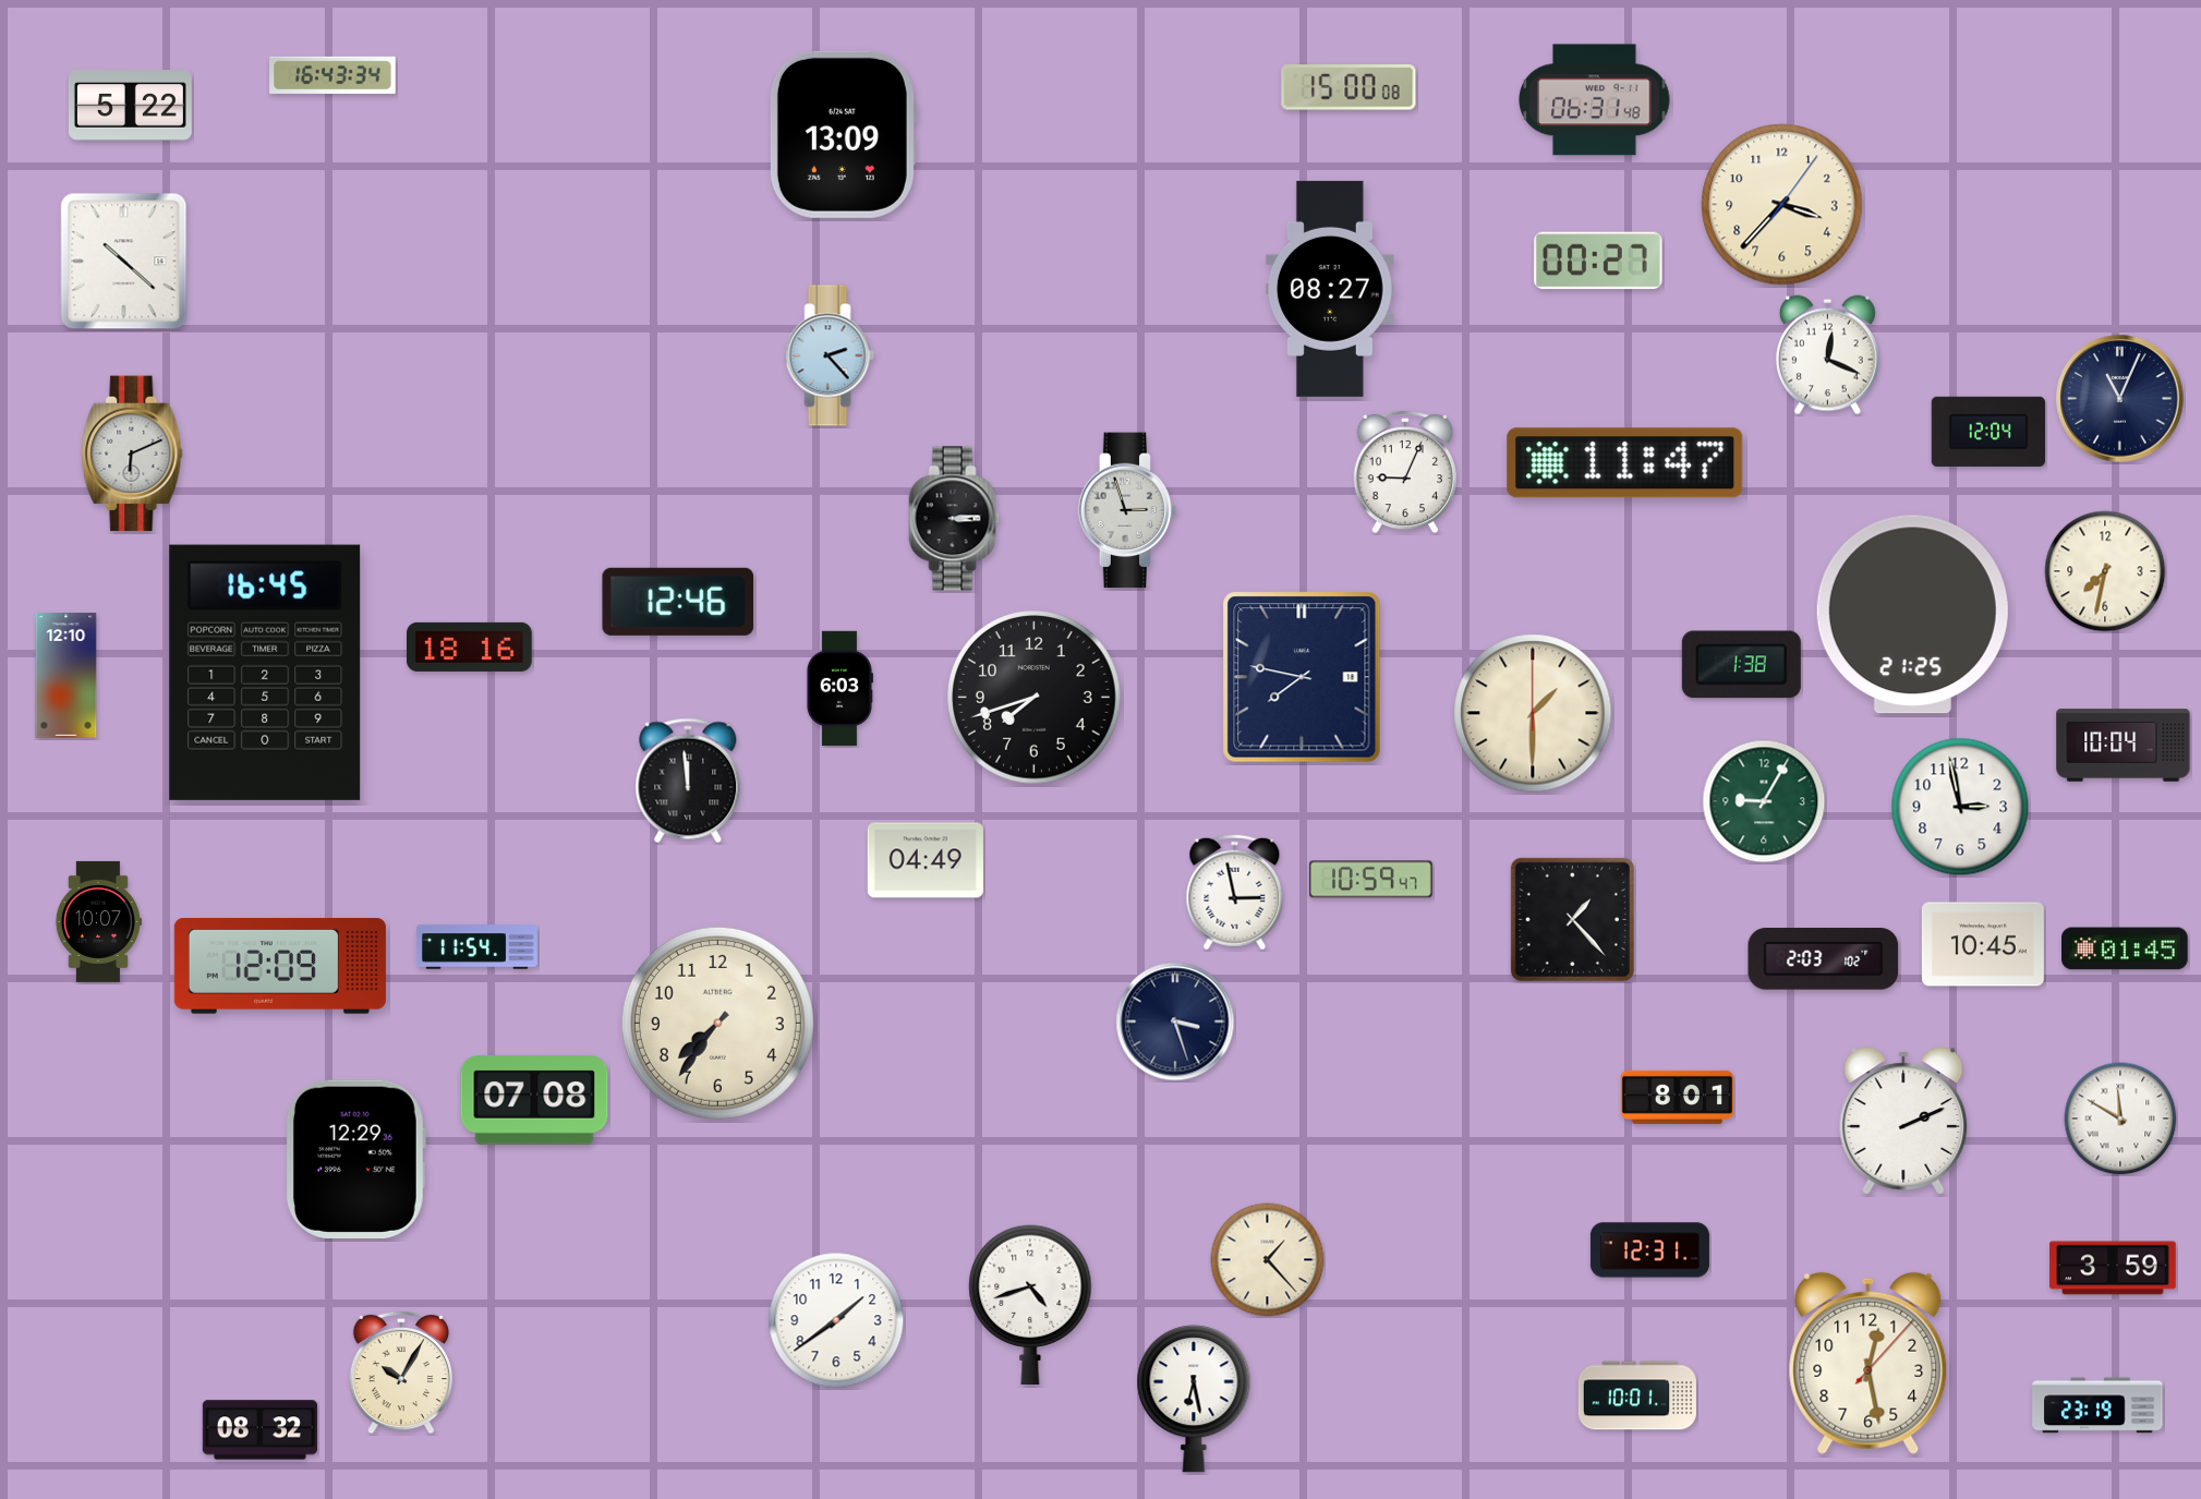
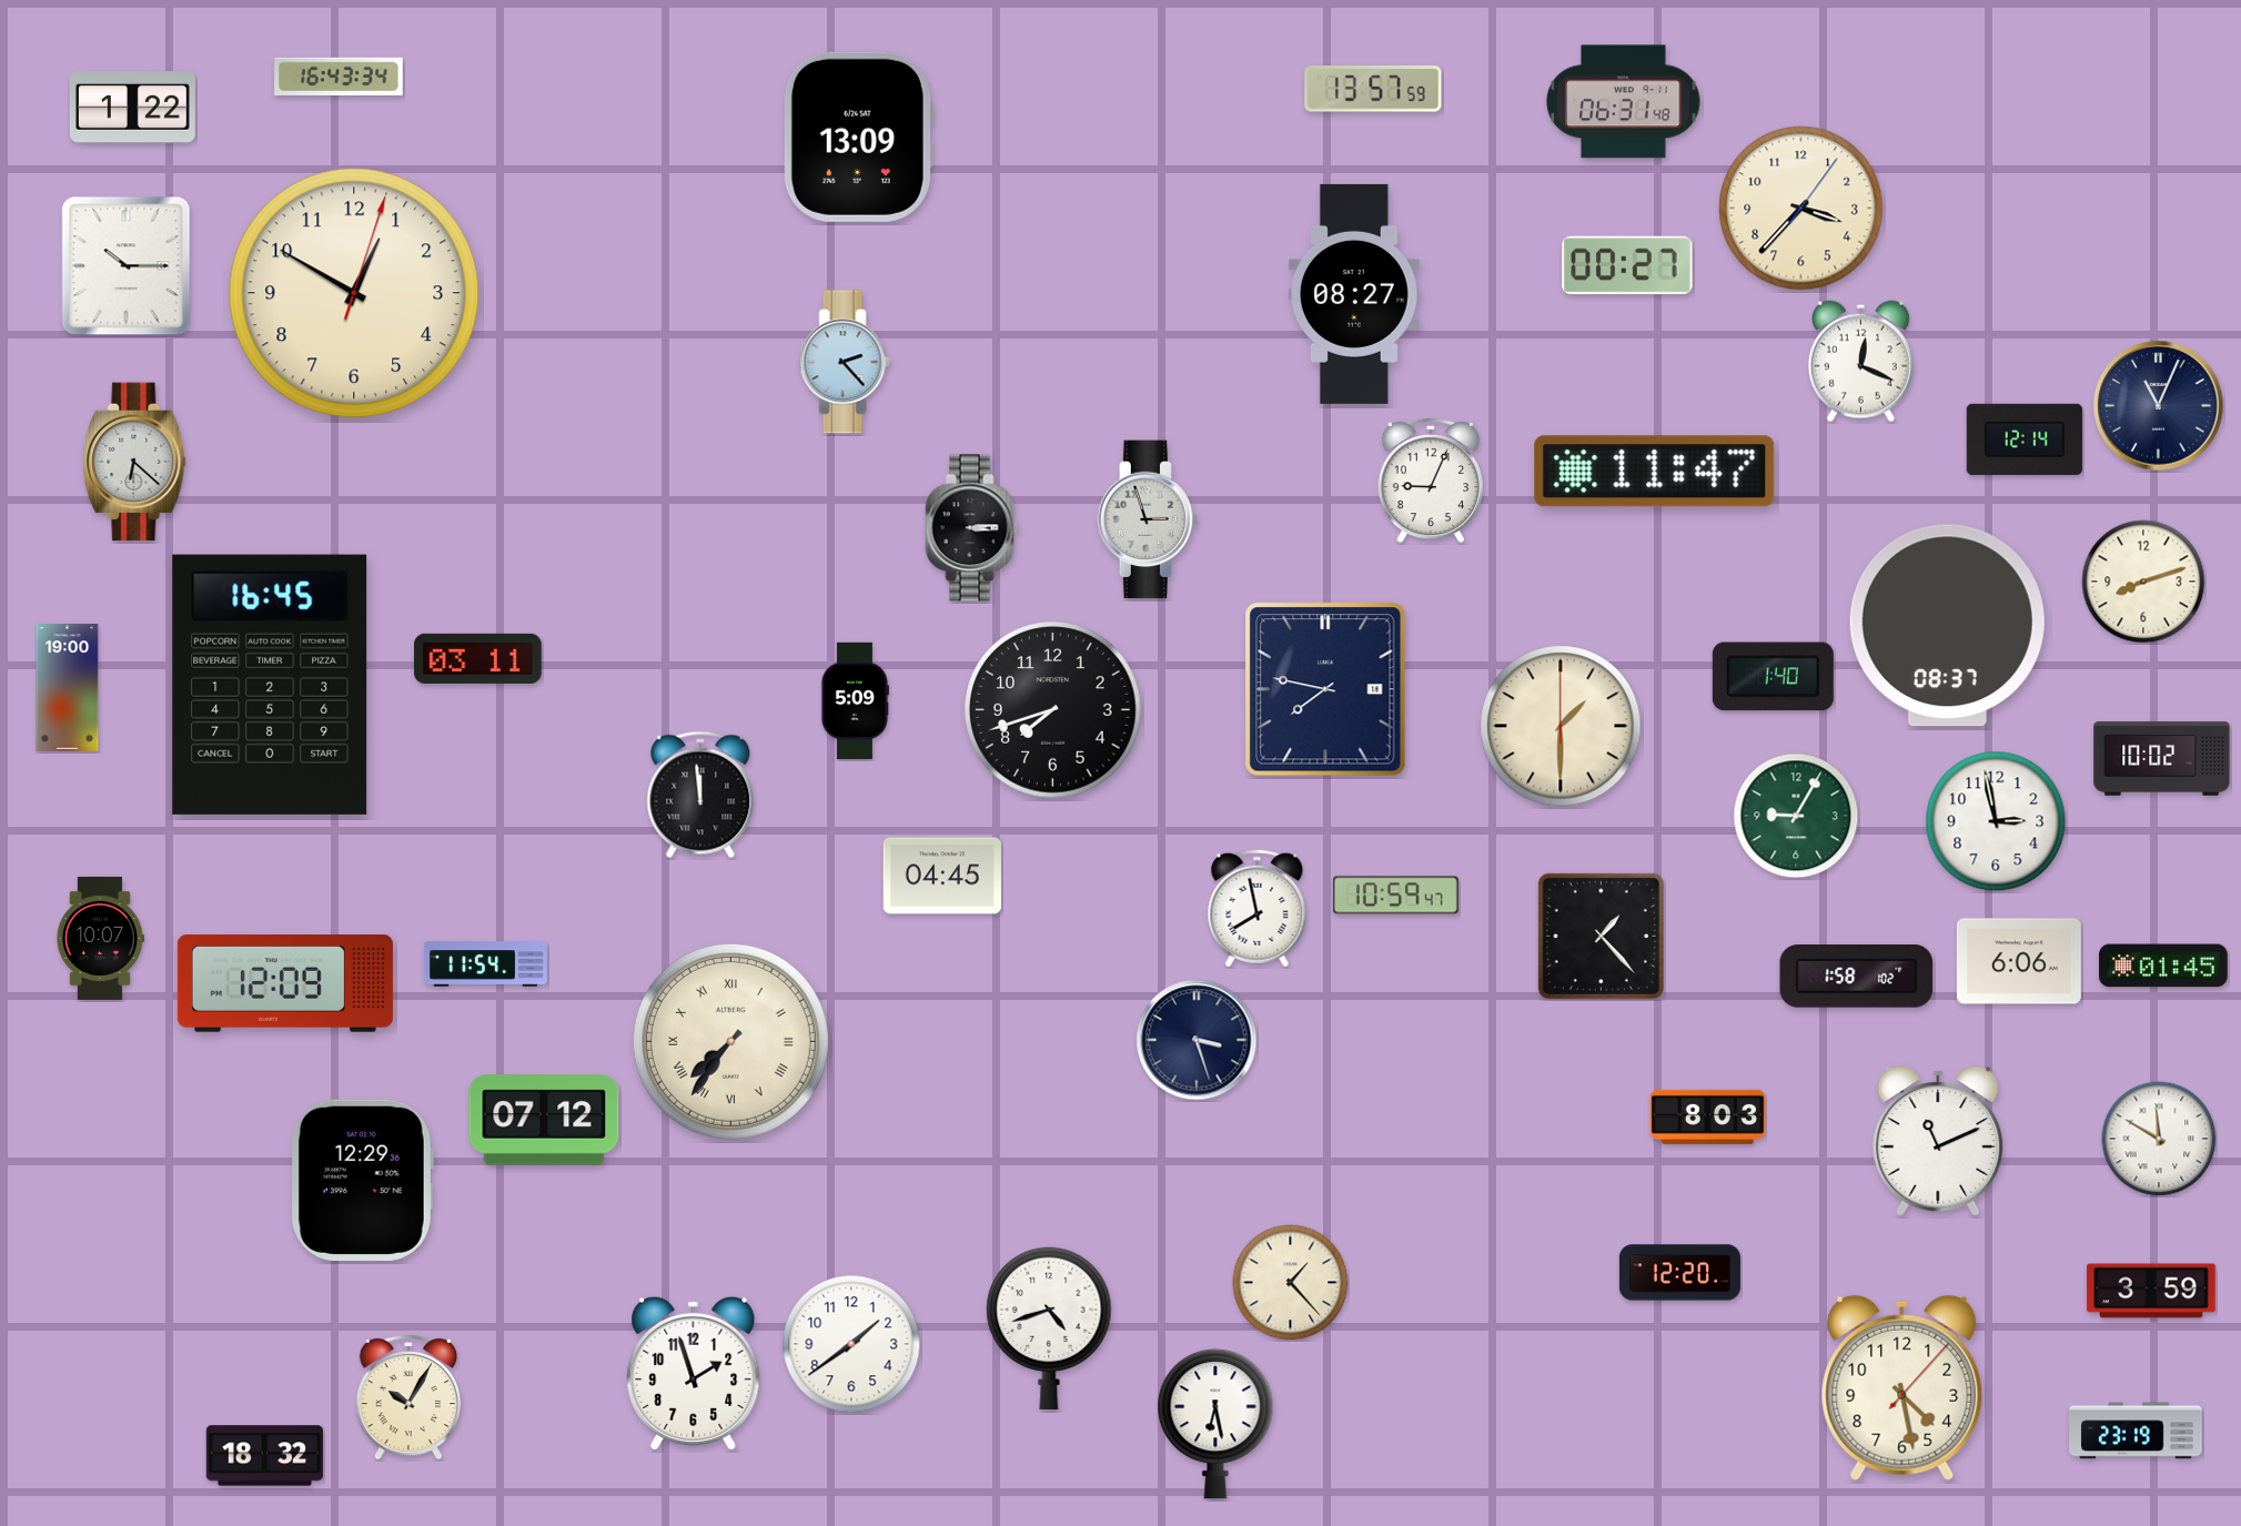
clock at (1349, 87): 15:00 -> 13:57
clock at (130, 106): 5:22 -> 1:22
clock at (1782, 205) position: (1782, 205) -> (1801, 209)
clock at (124, 262): 10:22 -> 10:15
clock at (354, 293): none -> 12:50
clock at (1988, 432): 12:04 -> 12:14
clock at (132, 454): 6:11 -> 6:22
clock at (2105, 571): 7:32 -> 8:12
clock at (678, 602): 12:46 -> none
clock at (1912, 615): 21:25 -> 08:37
clock at (470, 646): 18:16 -> 03:11
clock at (1741, 665): 1:38 -> 1:40
clock at (66, 676): 12:10 -> 19:00
clock at (839, 688): 6:03 -> 5:09
clock at (2124, 746): 10:04 -> 10:02
clock at (926, 860): 04:49 -> 04:45
clock at (1235, 893): 2:58 -> 7:58
clock at (1983, 944): 10:45 -> 6:06
clock at (1824, 959): 2:03 -> 1:58
clock at (717, 1023) numerals: Arabic -> Roman
clock at (1677, 1097): 8:01 -> 8:03
clock at (534, 1100): 07:08 -> 07:12
clock at (1903, 1121): 2:11 -> 11:11
clock at (1649, 1250): 12:31 -> 12:20
clock at (694, 1373): none -> 1:57
clock at (1869, 1363): 12:28 -> 4:28
clock at (1637, 1395): 10:01 -> none
clock at (259, 1430): 08:32 -> 18:32
